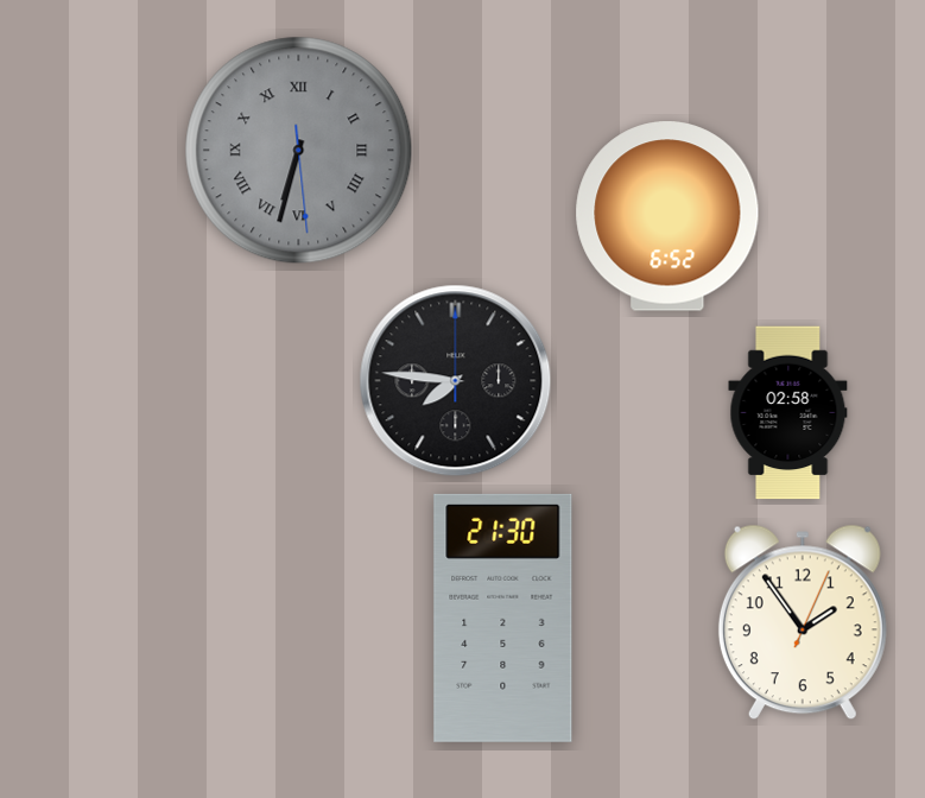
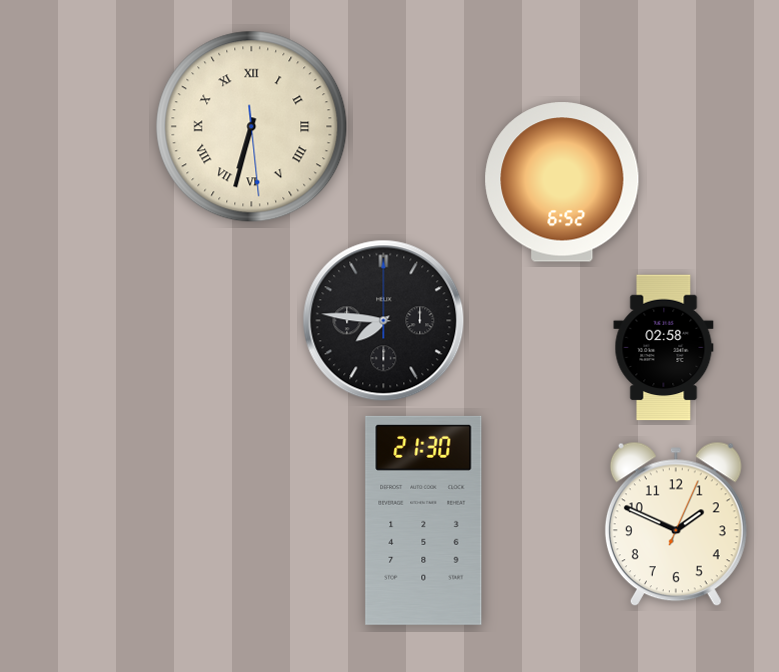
clock at (299, 151) dial: grey -> cream
clock at (803, 622): 1:54 -> 1:49
